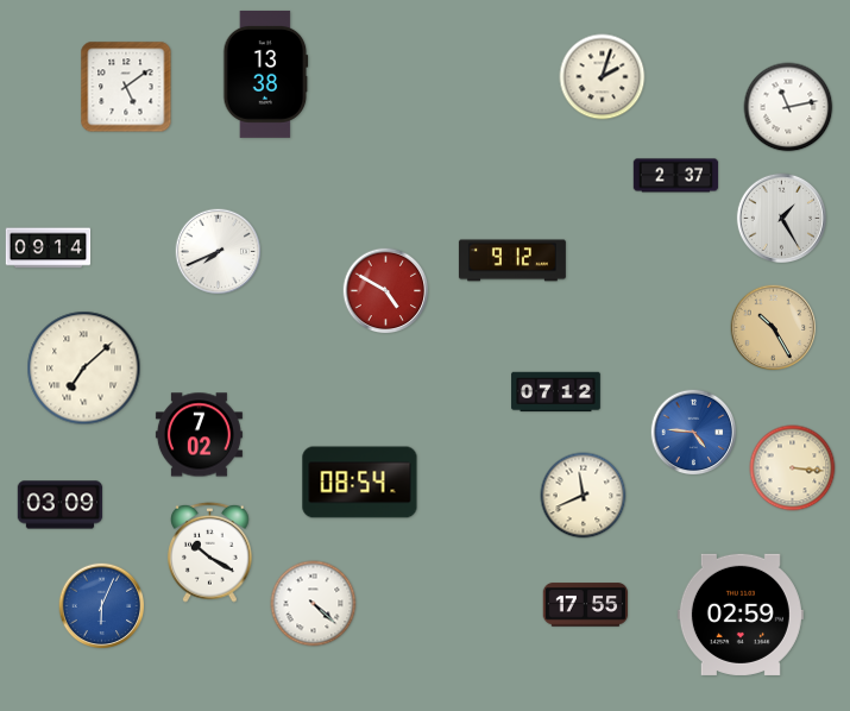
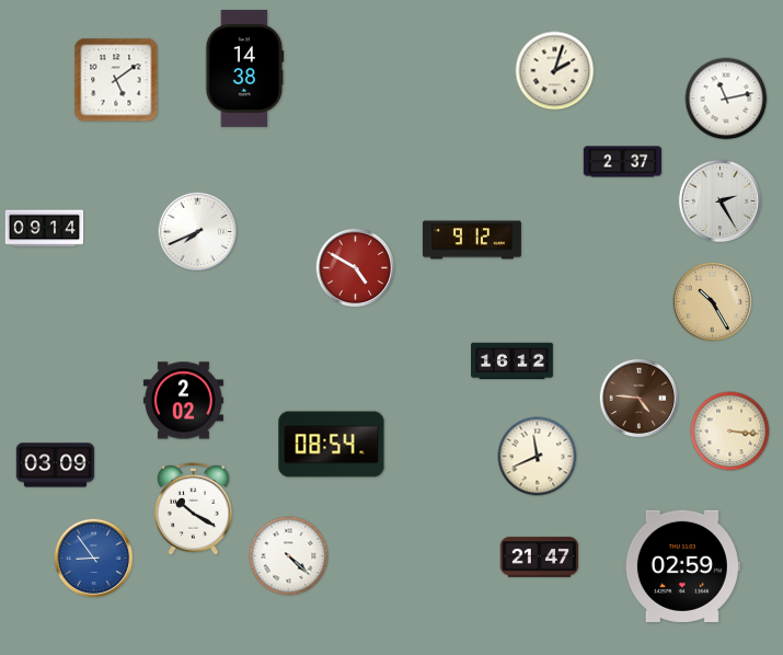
clock at (266, 74): 13:38 -> 14:38
clock at (781, 218): 1:25 -> 2:25
clock at (219, 252) position: (219, 252) -> (198, 232)
clock at (84, 369): 7:08 -> none
clock at (556, 392): 07:12 -> 16:12
clock at (694, 433) dial: blue -> brown
clock at (199, 435): 7:02 -> 2:02
clock at (586, 605): 17:55 -> 21:47
clock at (102, 606): 6:04 -> 8:54
